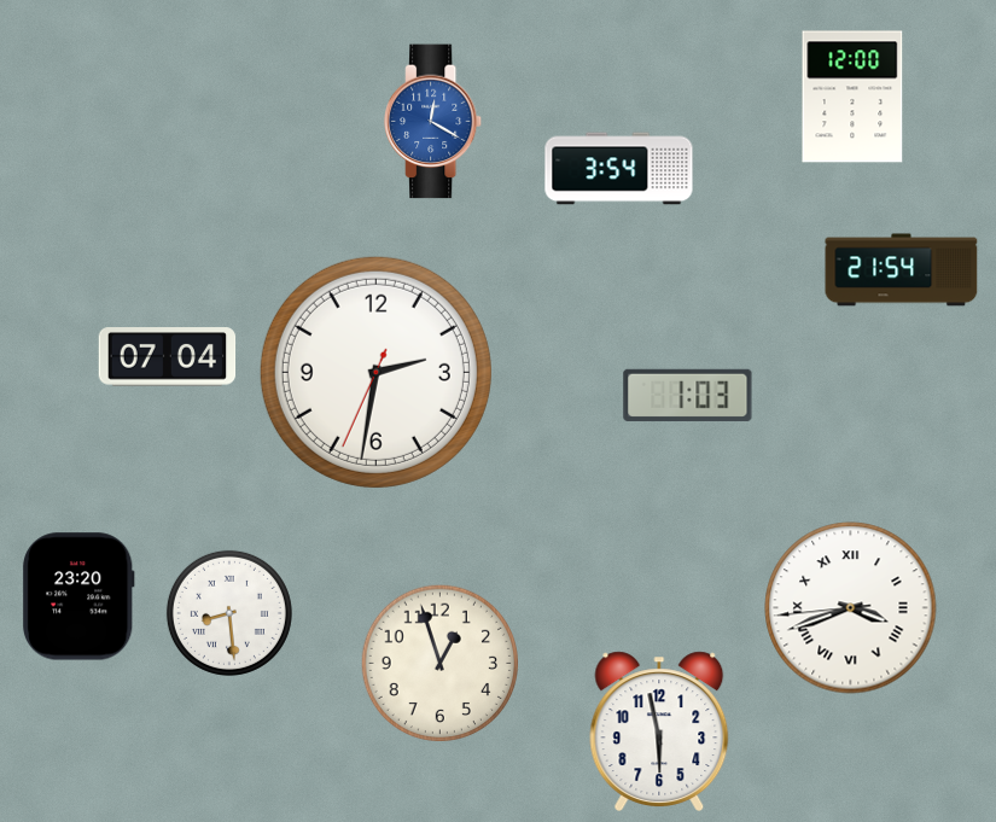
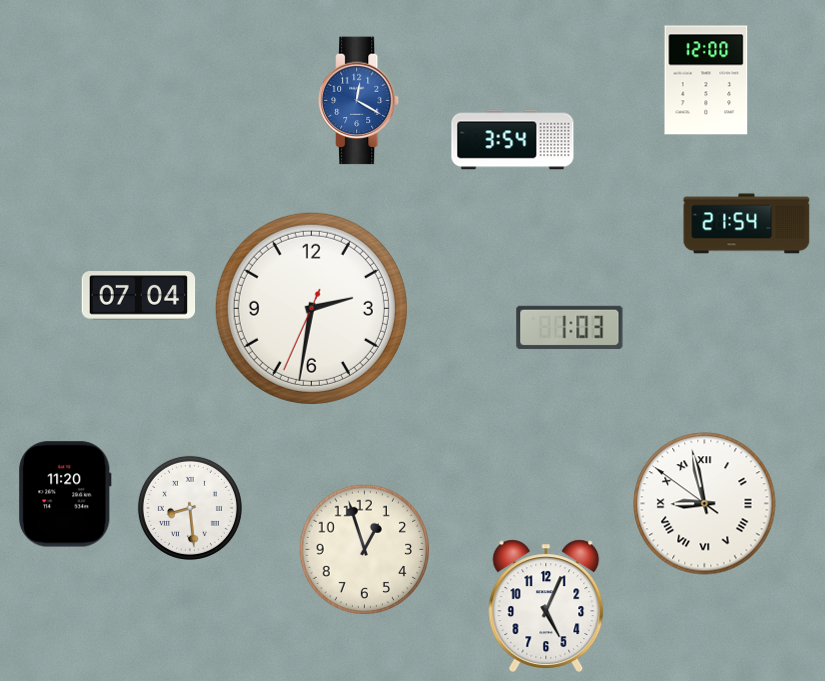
clock at (78, 596): 23:20 -> 11:20
clock at (851, 608): 3:41 -> 8:57
clock at (659, 730): 5:58 -> 5:04
